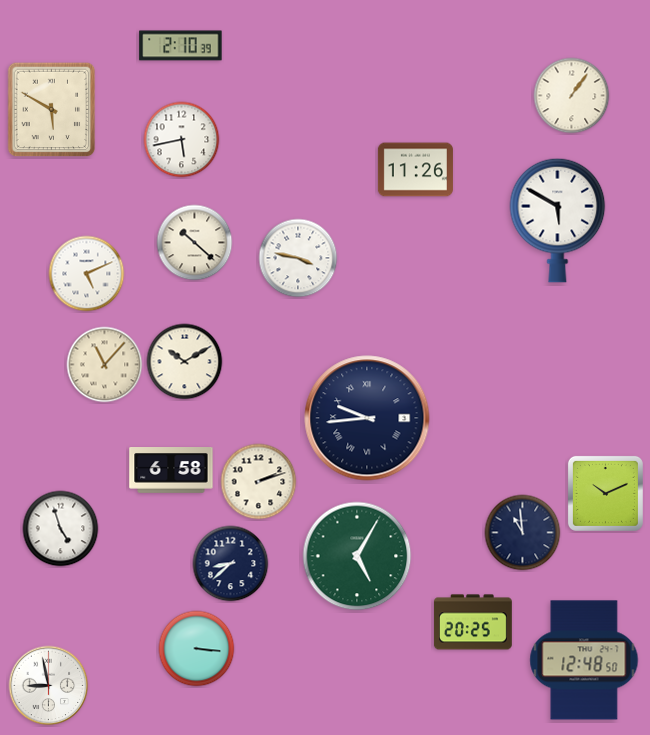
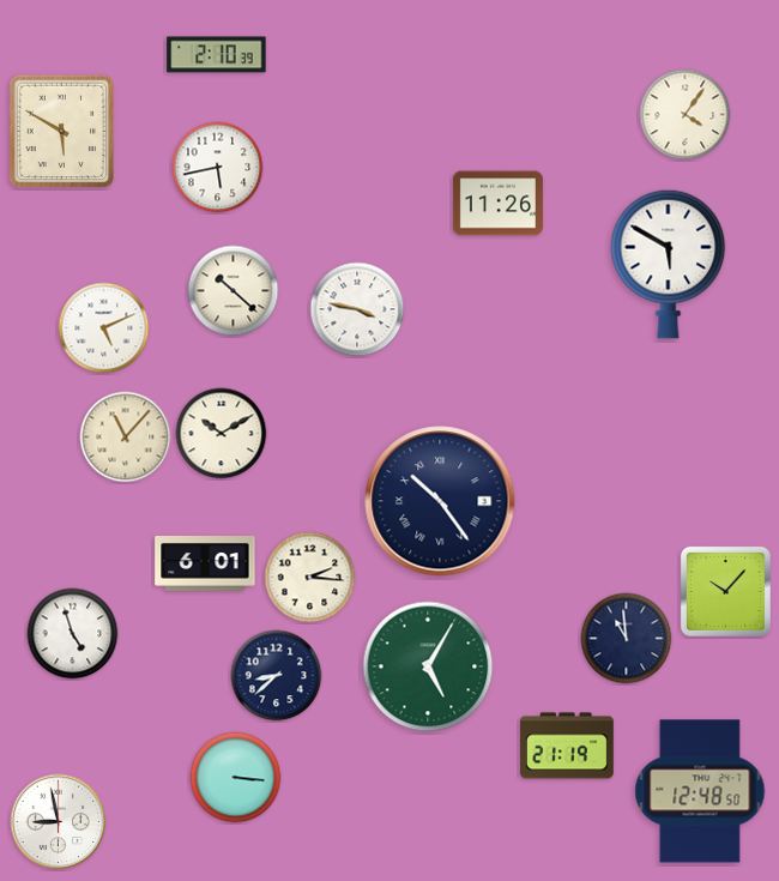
clock at (572, 96): 1:06 -> 4:06
clock at (367, 418): 9:44 -> 10:24
clock at (171, 470): 6:58 -> 6:01
clock at (259, 482): 2:12 -> 2:16
clock at (605, 493): 10:11 -> 10:07
clock at (473, 622): 20:25 -> 21:19
